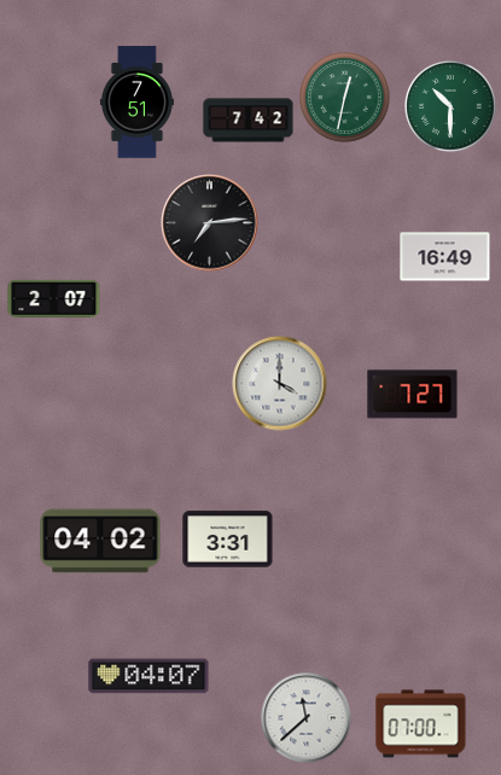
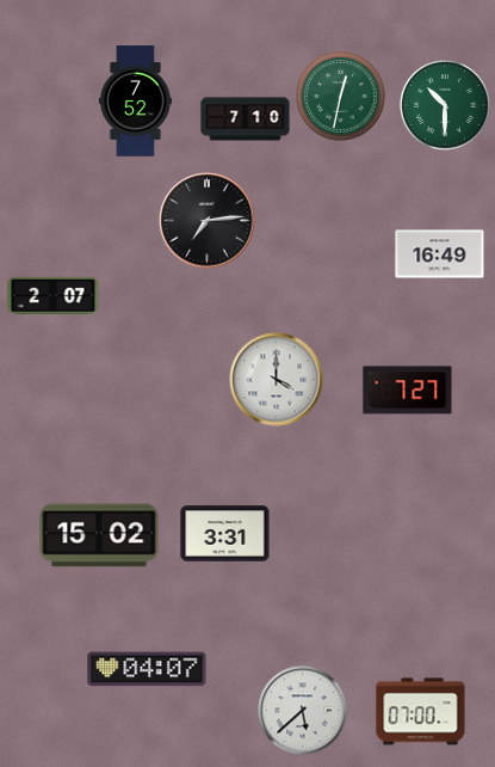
clock at (136, 103): 7:51 -> 7:52
clock at (249, 121): 7:42 -> 7:10
clock at (100, 541): 04:02 -> 15:02
clock at (307, 718): 11:38 -> 5:38
clock at (421, 724) position: (421, 724) -> (421, 712)
